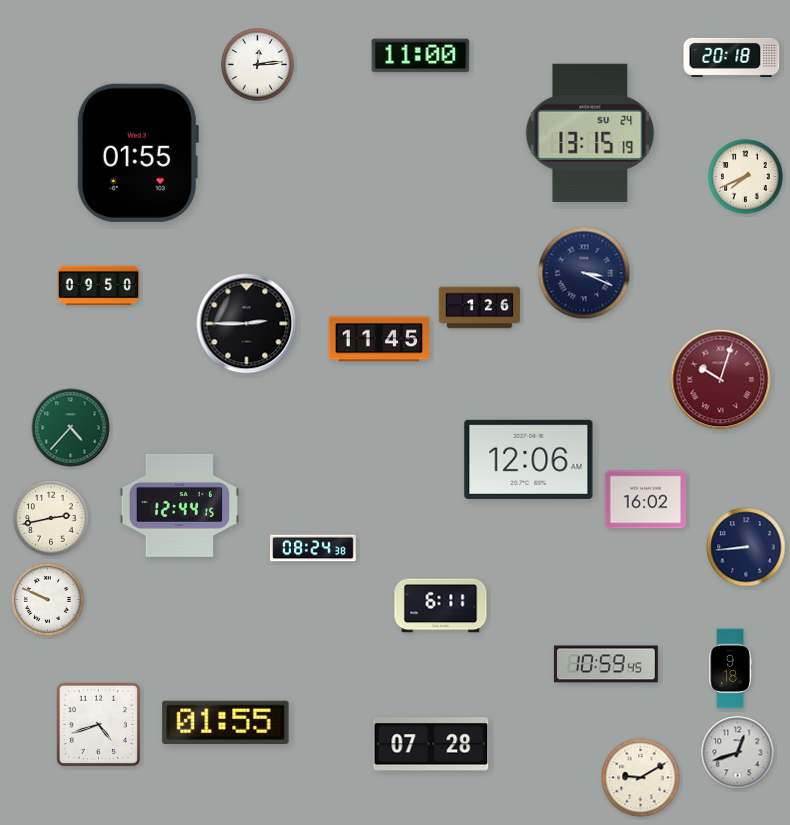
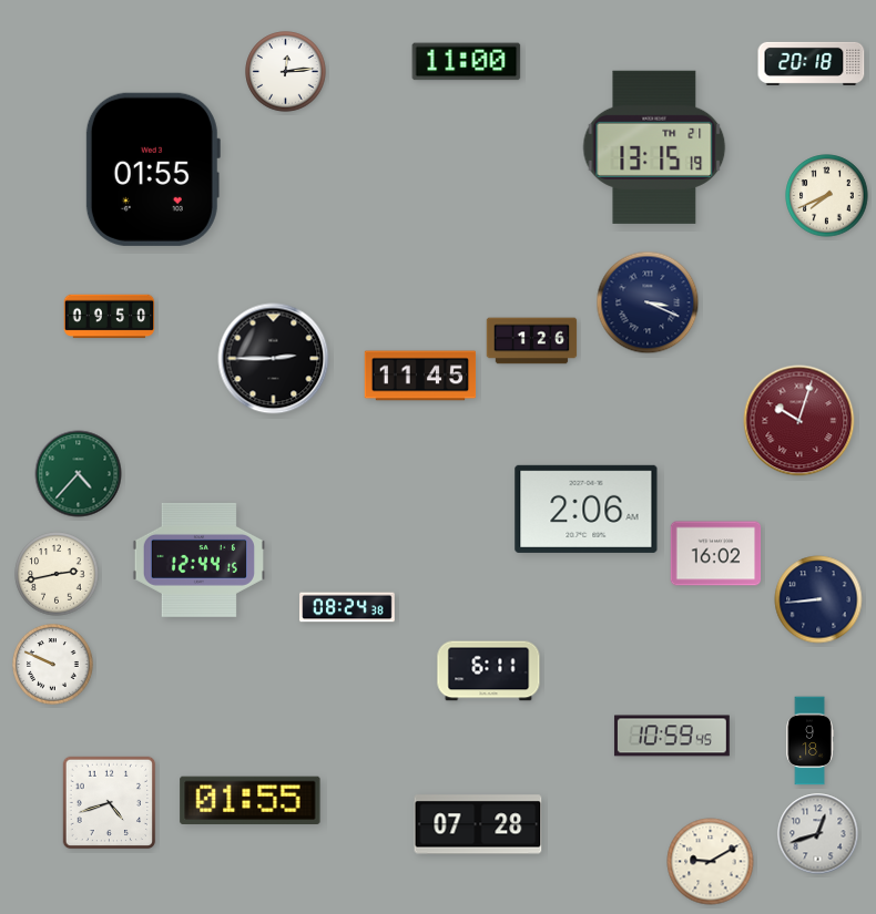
clock at (590, 133) date: SU 24 -> TH 21
clock at (529, 459): 12:06 -> 2:06
clock at (746, 547) position: (746, 547) -> (818, 599)
